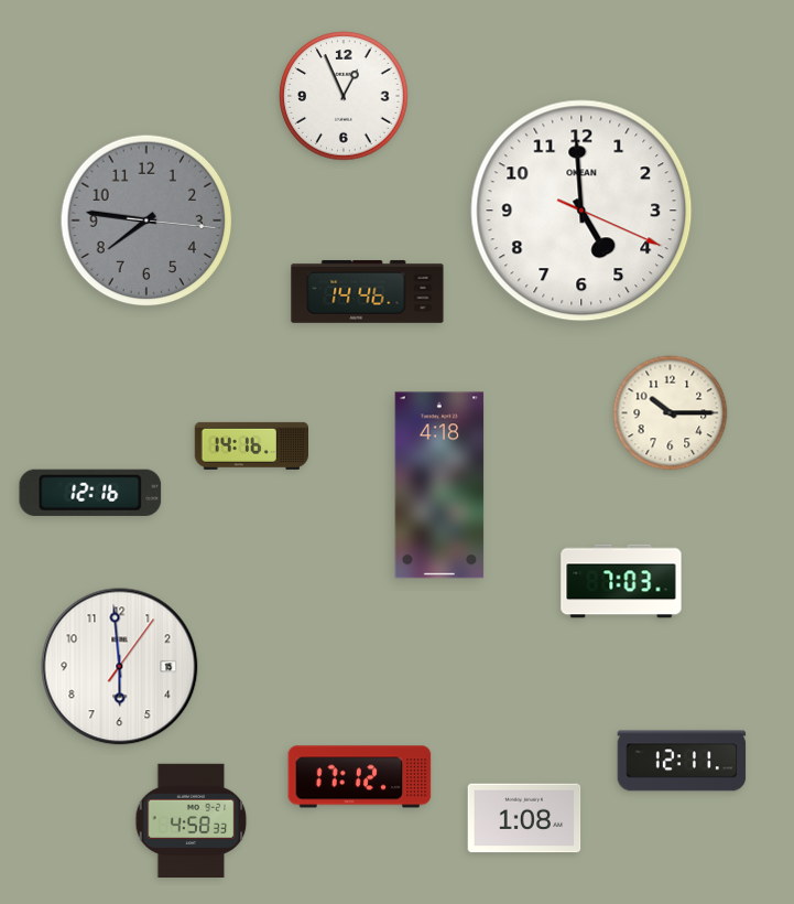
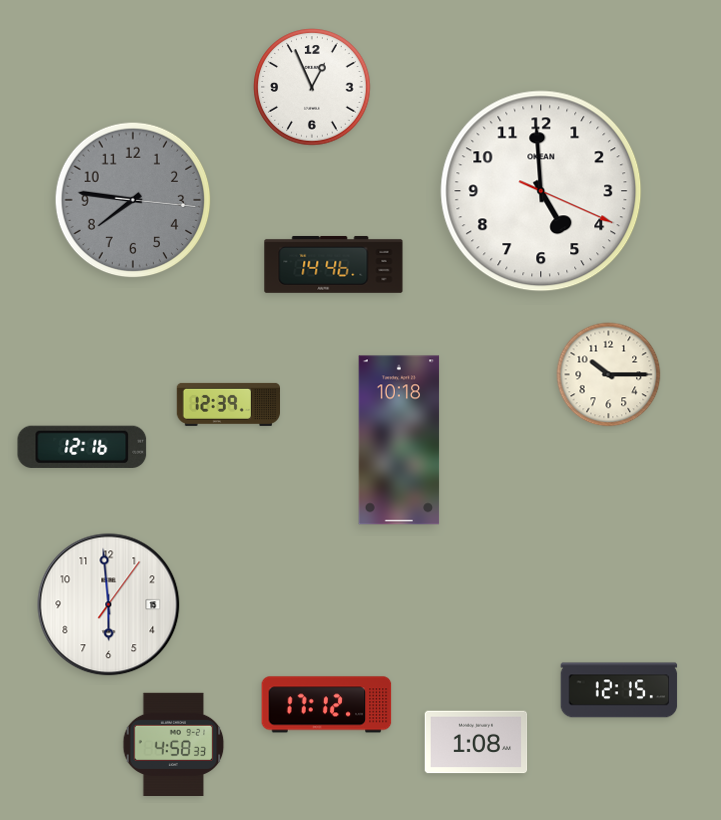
clock at (581, 211) position: (581, 211) -> (541, 191)
clock at (251, 445): 14:16 -> 12:39
clock at (439, 485): 4:18 -> 10:18
clock at (621, 581): 7:03 -> none
clock at (682, 761): 12:11 -> 12:15
